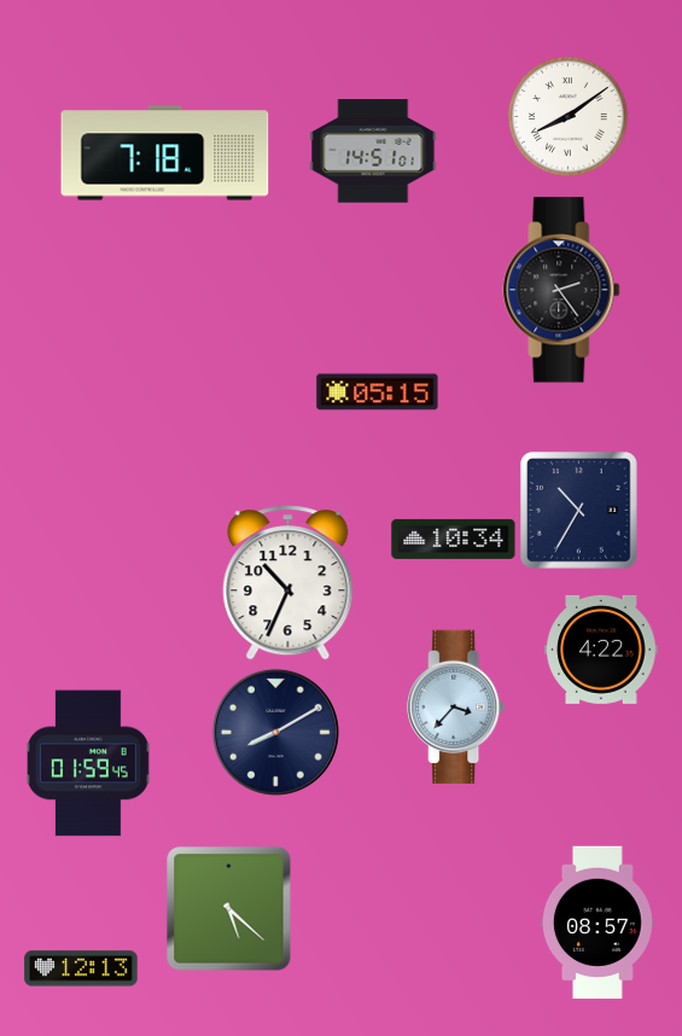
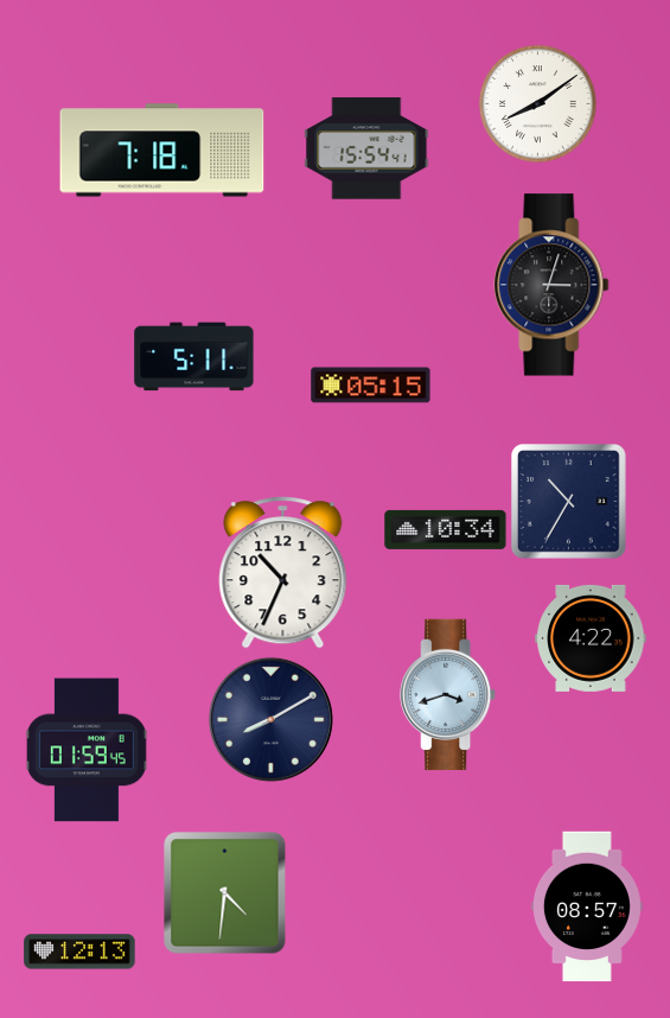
clock at (569, 117) position: (569, 117) -> (538, 104)
clock at (373, 151): 14:51 -> 15:54
clock at (561, 290): 2:24 -> 3:03
clock at (194, 357): none -> 5:11
clock at (456, 708): 3:37 -> 3:42
clock at (229, 909): 5:22 -> 4:31
